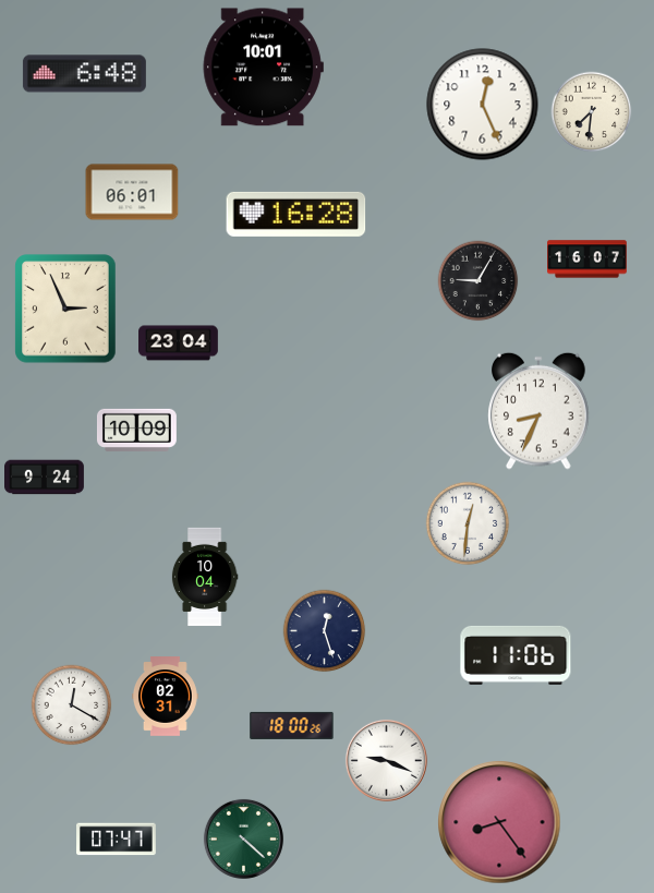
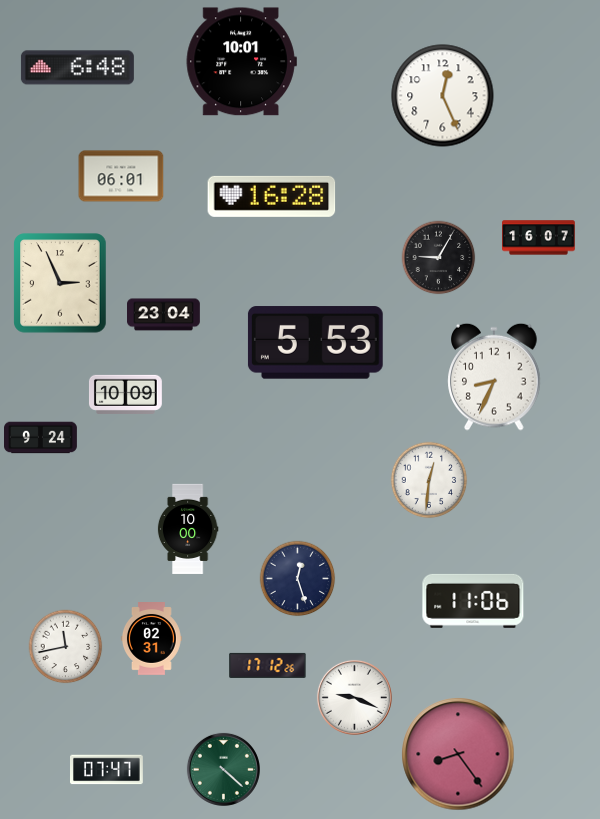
clock at (592, 112): 7:31 -> none
clock at (315, 343): none -> 5:53
clock at (205, 576): 10:04 -> 10:00
clock at (72, 705): 12:20 -> 11:43
clock at (292, 725): 18:00 -> 17:12
